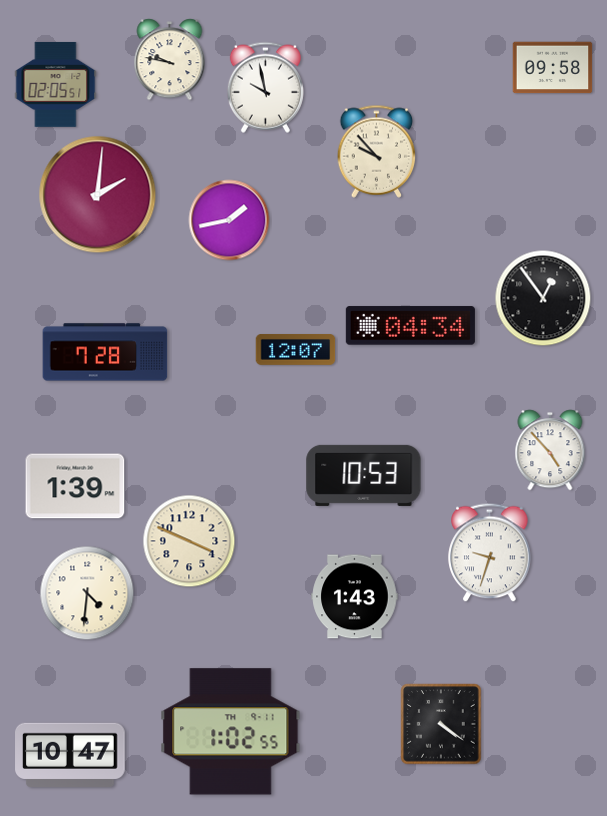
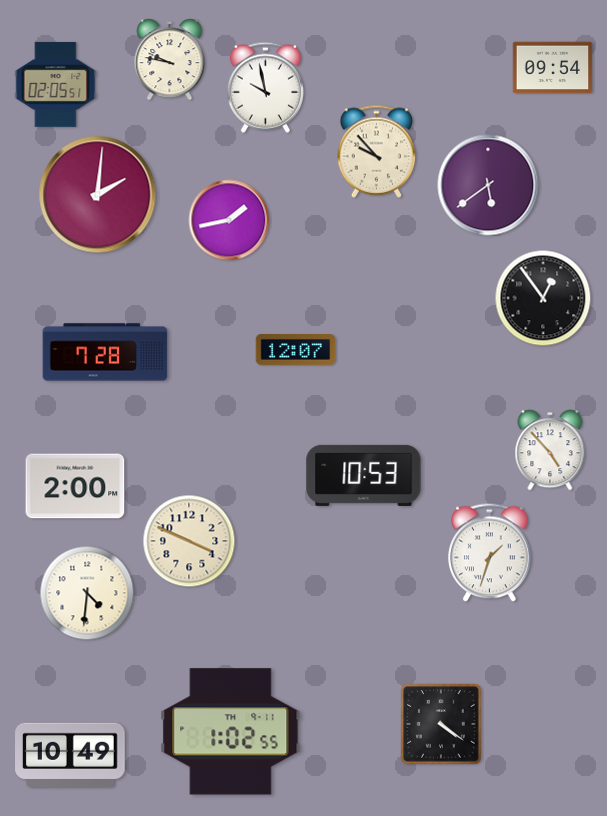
clock at (553, 68): 09:58 -> 09:54
clock at (488, 185): none -> 5:39
clock at (410, 326): 04:34 -> none
clock at (75, 486): 1:39 -> 2:00
clock at (490, 553): 9:33 -> 1:33
clock at (355, 597): 1:43 -> none
clock at (70, 754): 10:47 -> 10:49
